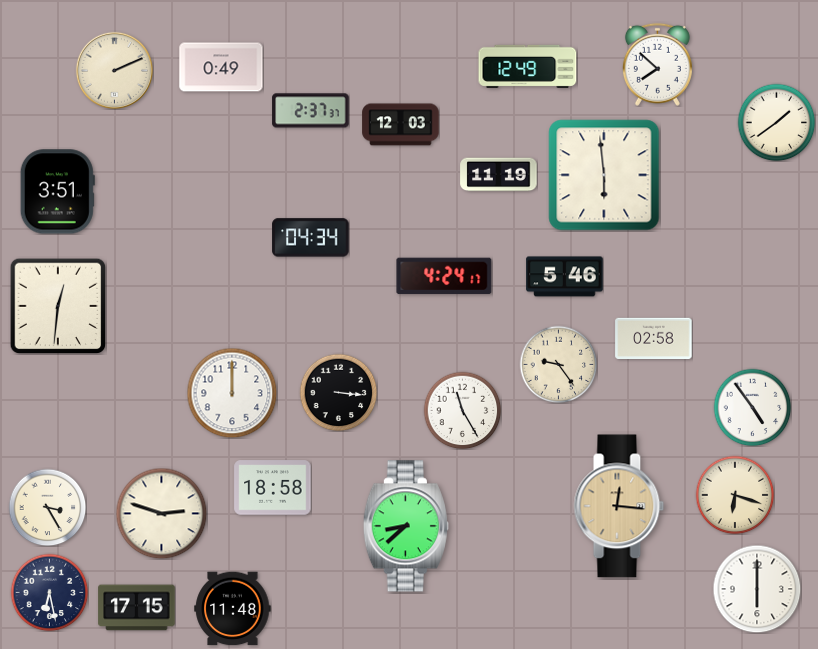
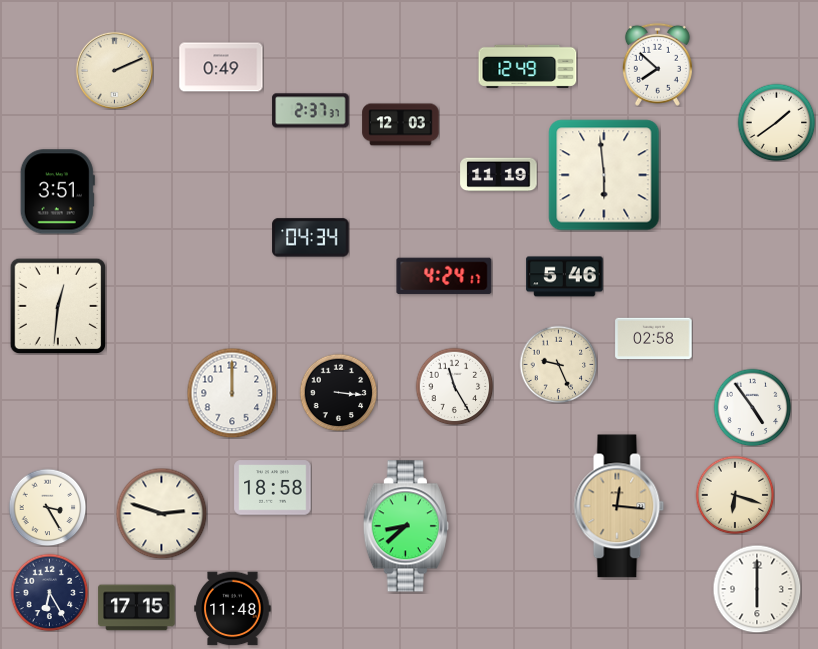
clock at (558, 364): 9:24 -> 9:26
clock at (462, 410) position: (462, 410) -> (454, 386)
clock at (49, 592): 6:28 -> 6:25
